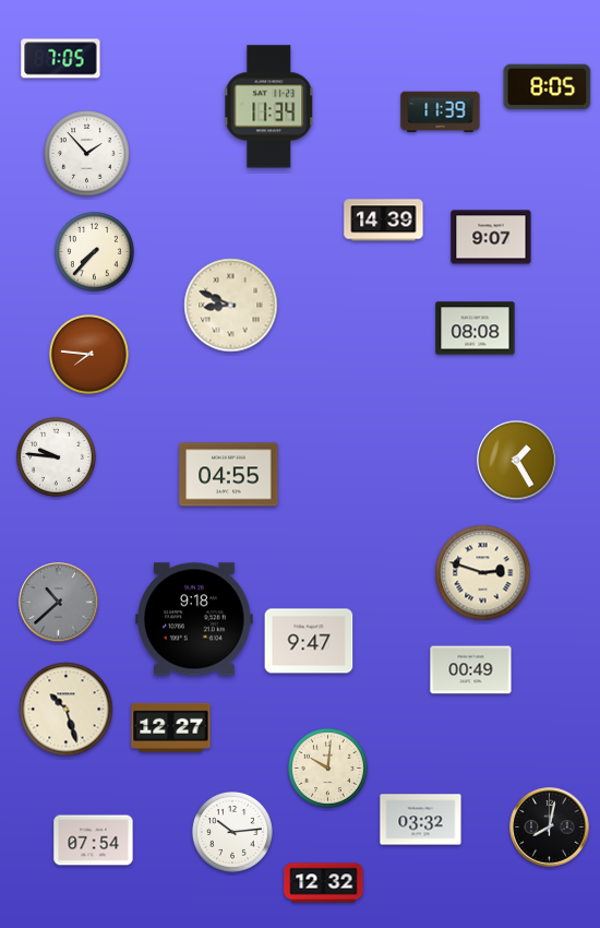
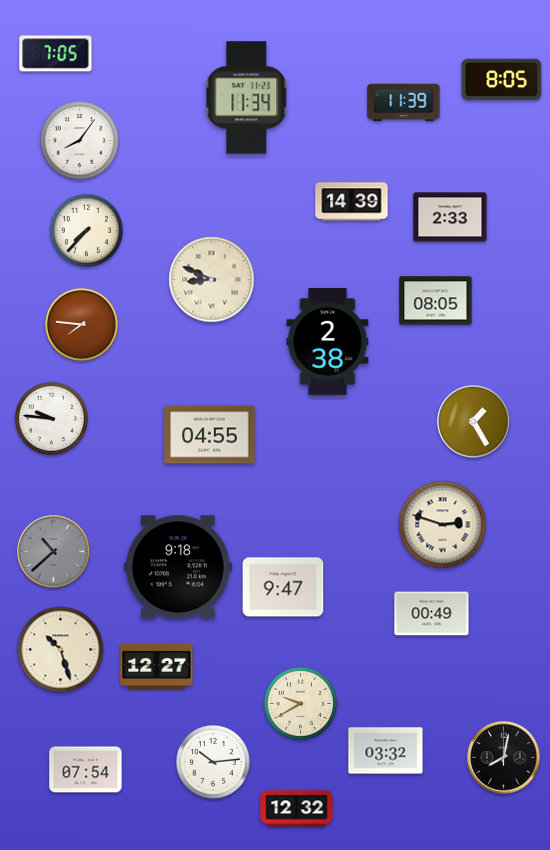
clock at (87, 154): 1:53 -> 8:06
clock at (491, 237): 9:07 -> 2:33
clock at (476, 329): 08:08 -> 08:05
clock at (328, 342): none -> 2:38
clock at (327, 768): 10:01 -> 9:40
